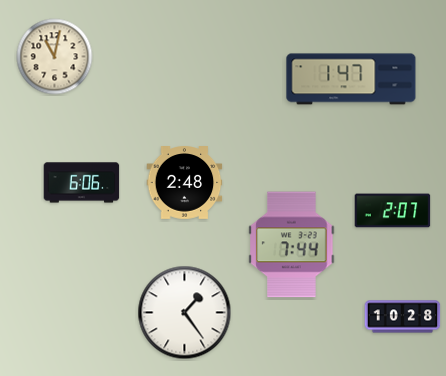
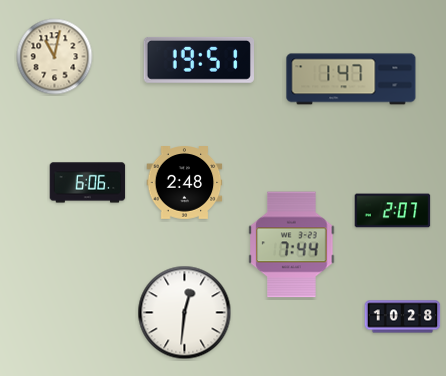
clock at (198, 60): none -> 19:51
clock at (82, 183) position: (82, 183) -> (88, 183)
clock at (185, 313): 1:24 -> 12:31
